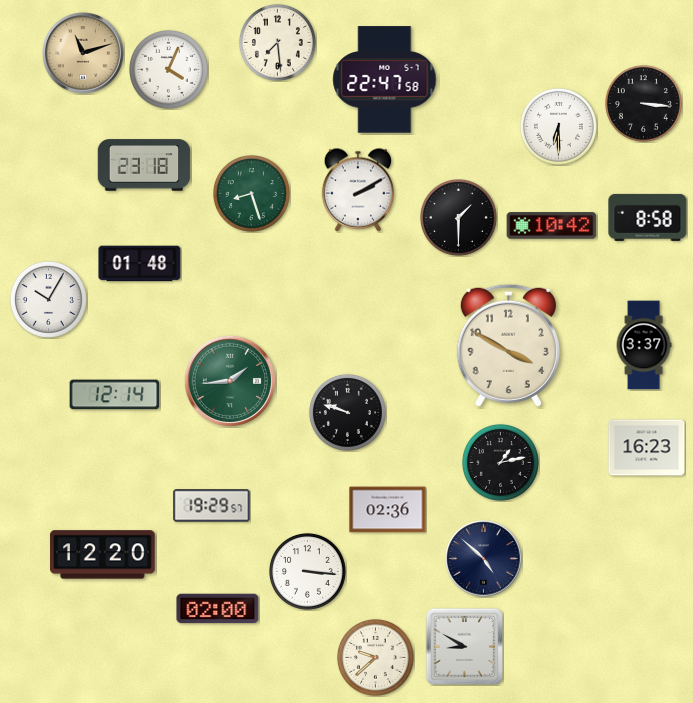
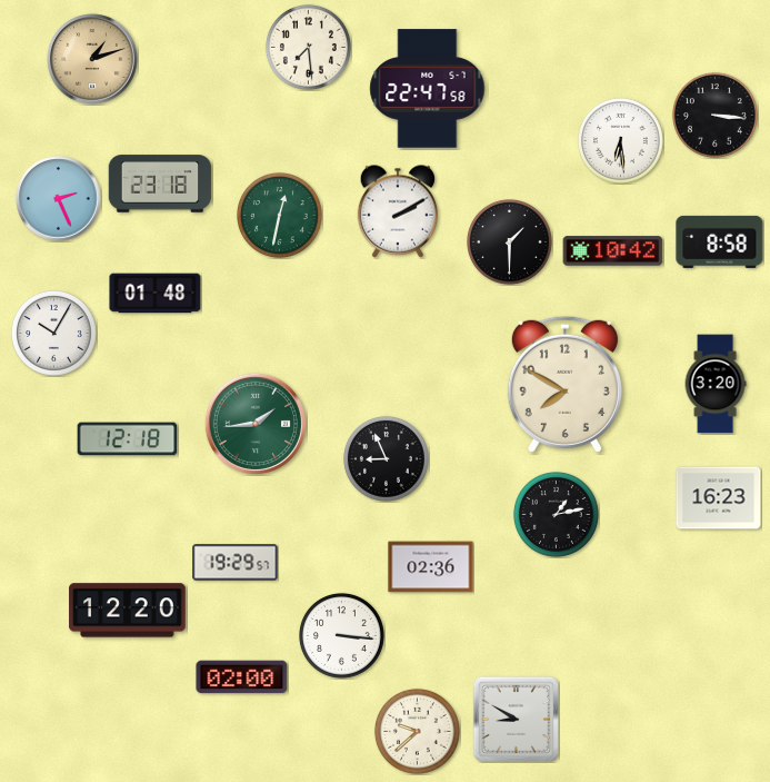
clock at (83, 53): 11:12 -> 1:12
clock at (168, 69): 4:04 -> none
clock at (558, 126): 6:30 -> 6:29
clock at (59, 199): none -> 2:26
clock at (251, 193): 8:27 -> 12:32
clock at (508, 345): 3:50 -> 7:50
clock at (644, 345): 3:37 -> 3:20
clock at (115, 395): 12:14 -> 12:18
clock at (347, 412): 9:48 -> 8:56
clock at (103, 555) position: (103, 555) -> (128, 611)
clock at (484, 559): 4:52 -> none
